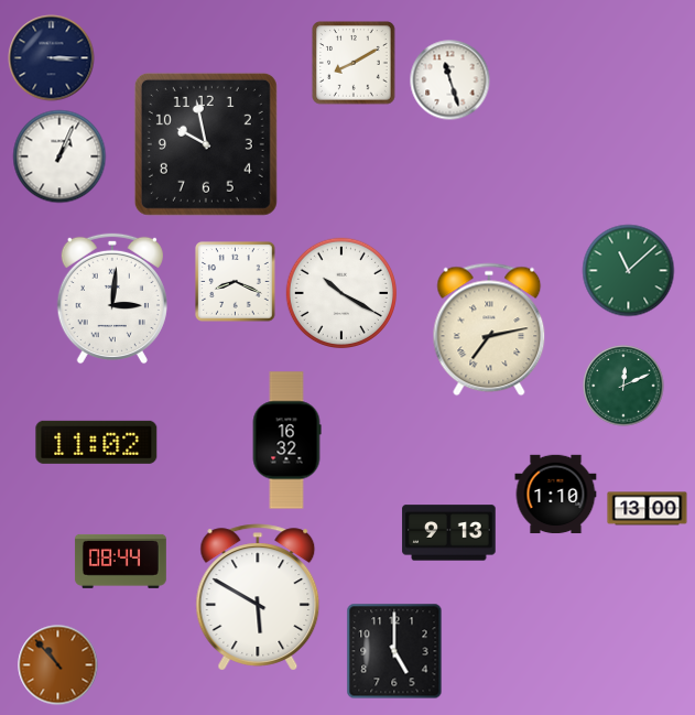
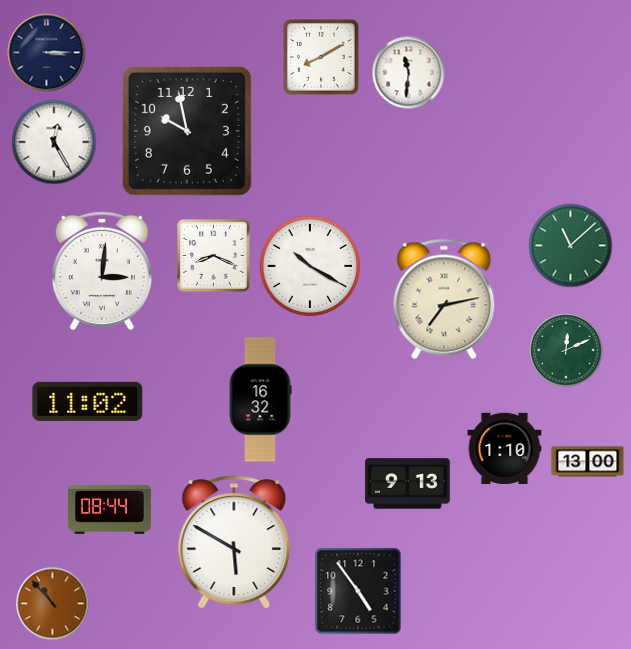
clock at (450, 80): 11:27 -> 11:31
clock at (59, 156): 1:04 -> 12:25
clock at (394, 651): 5:00 -> 4:54
